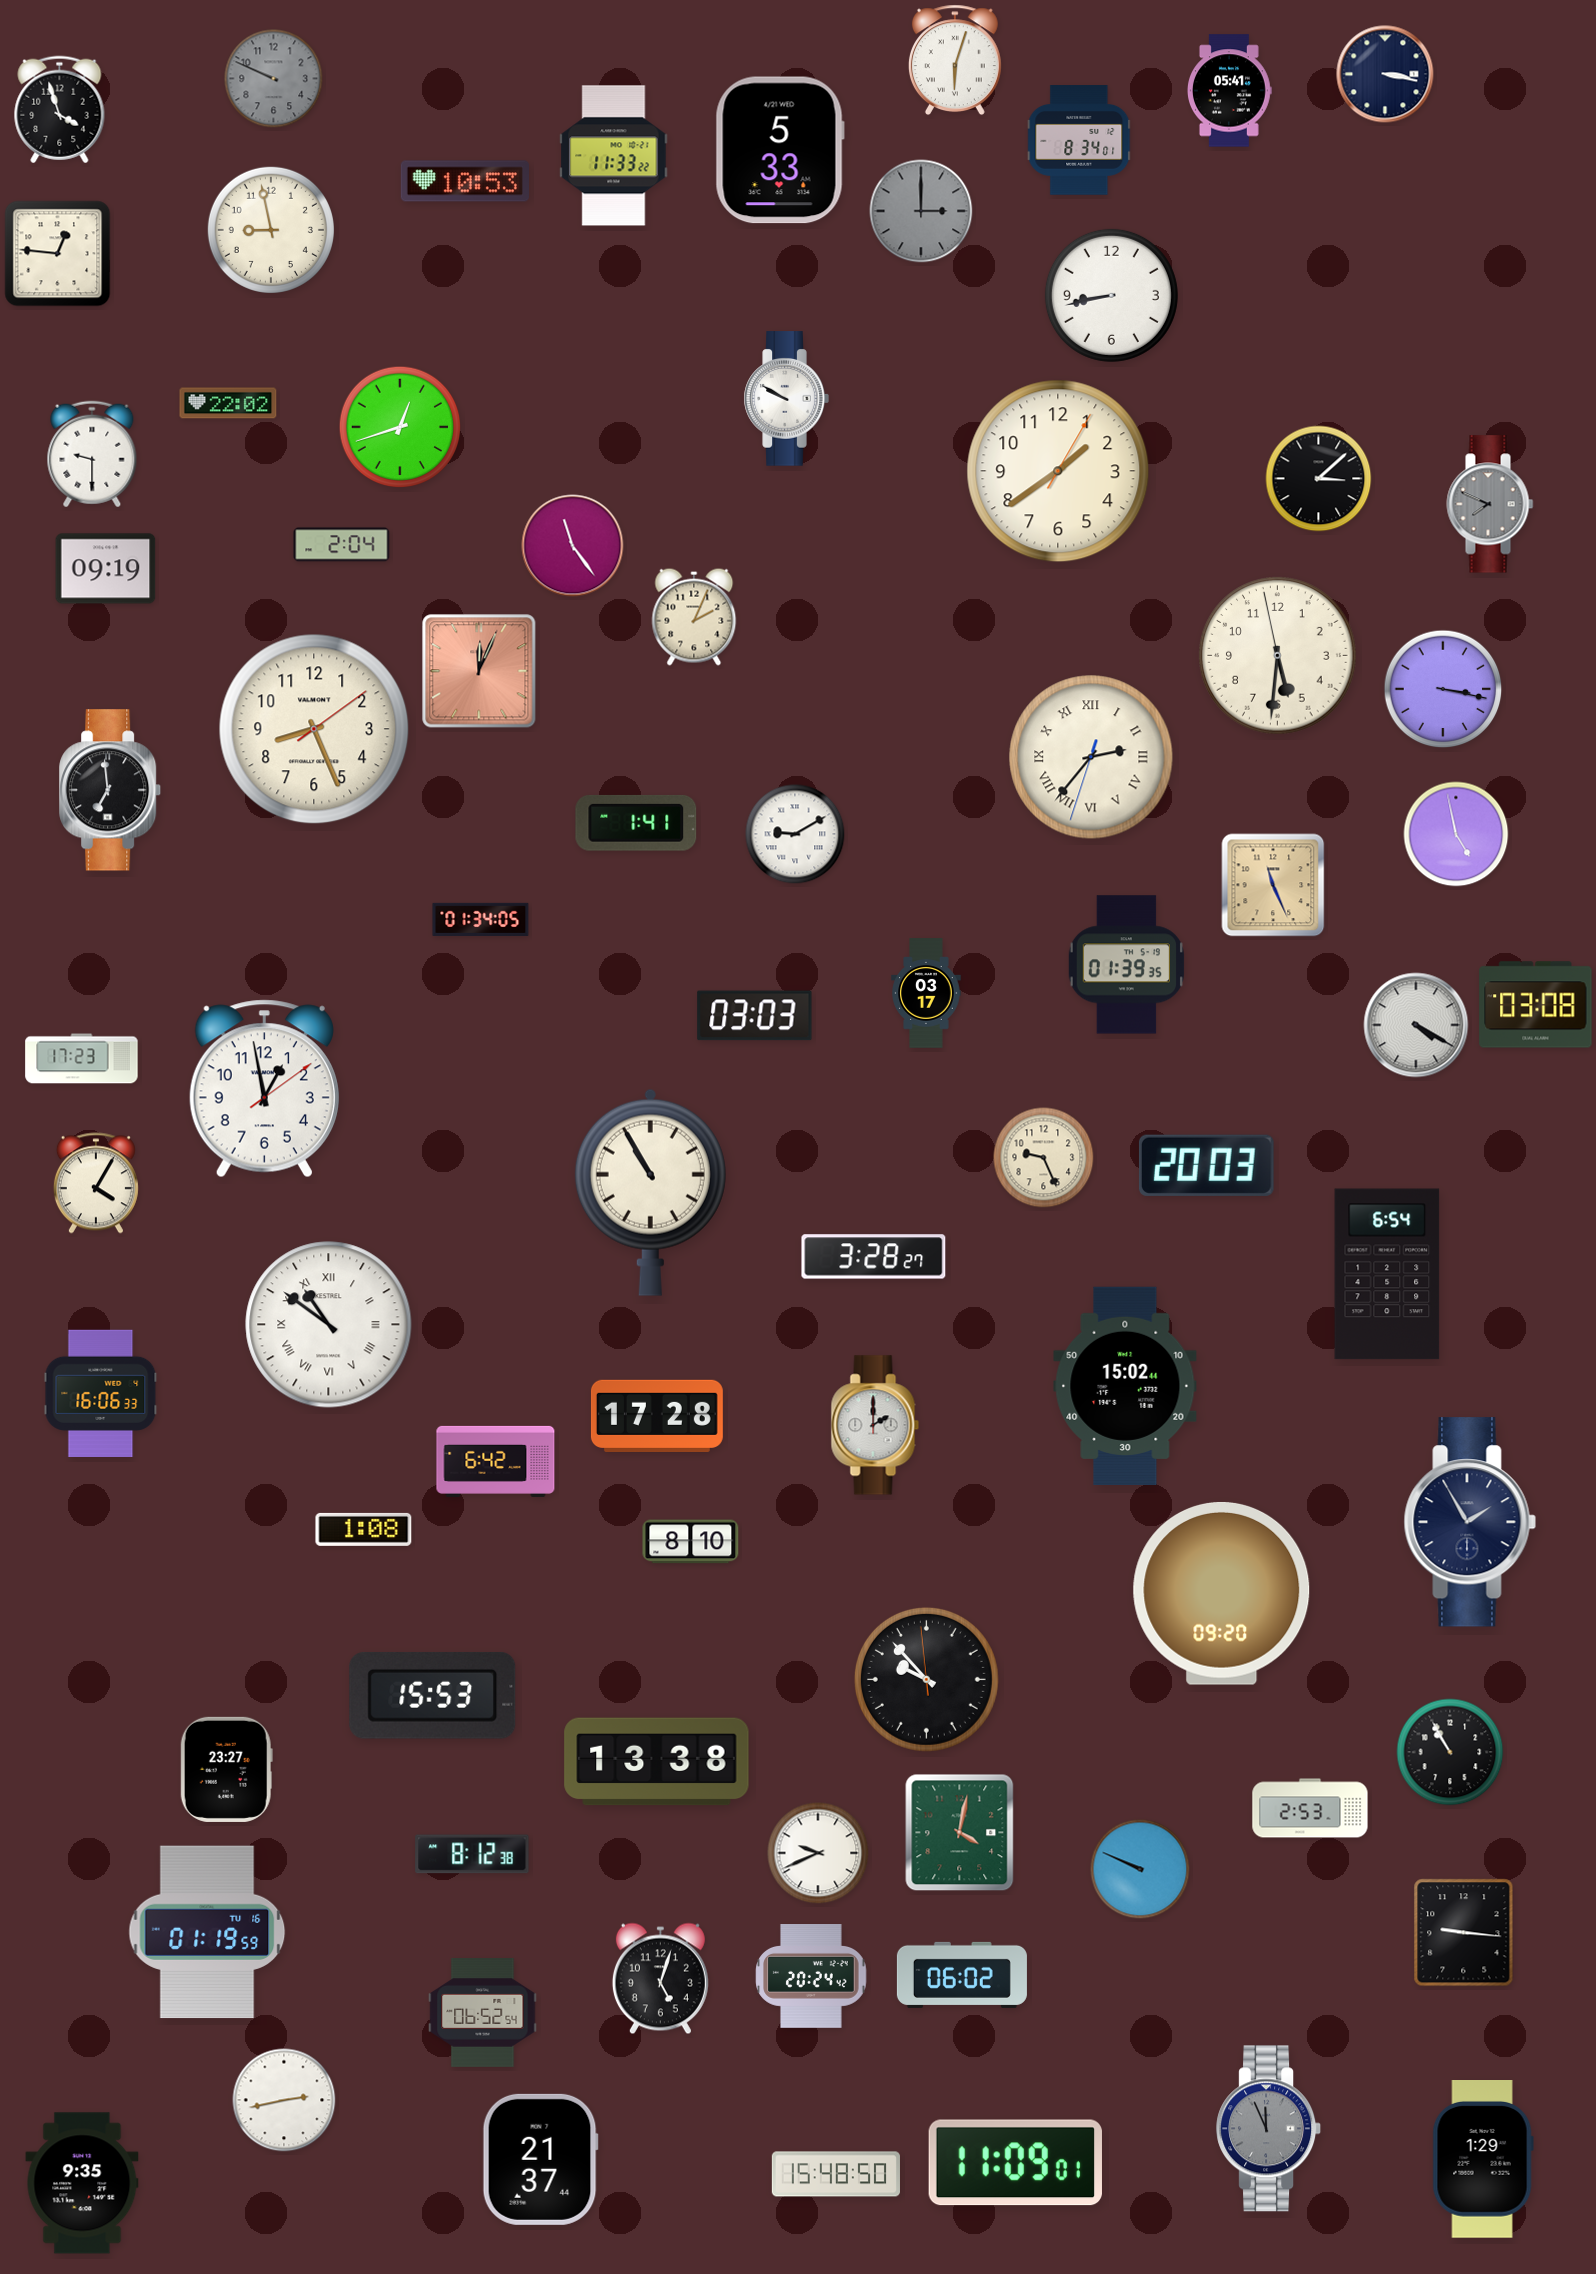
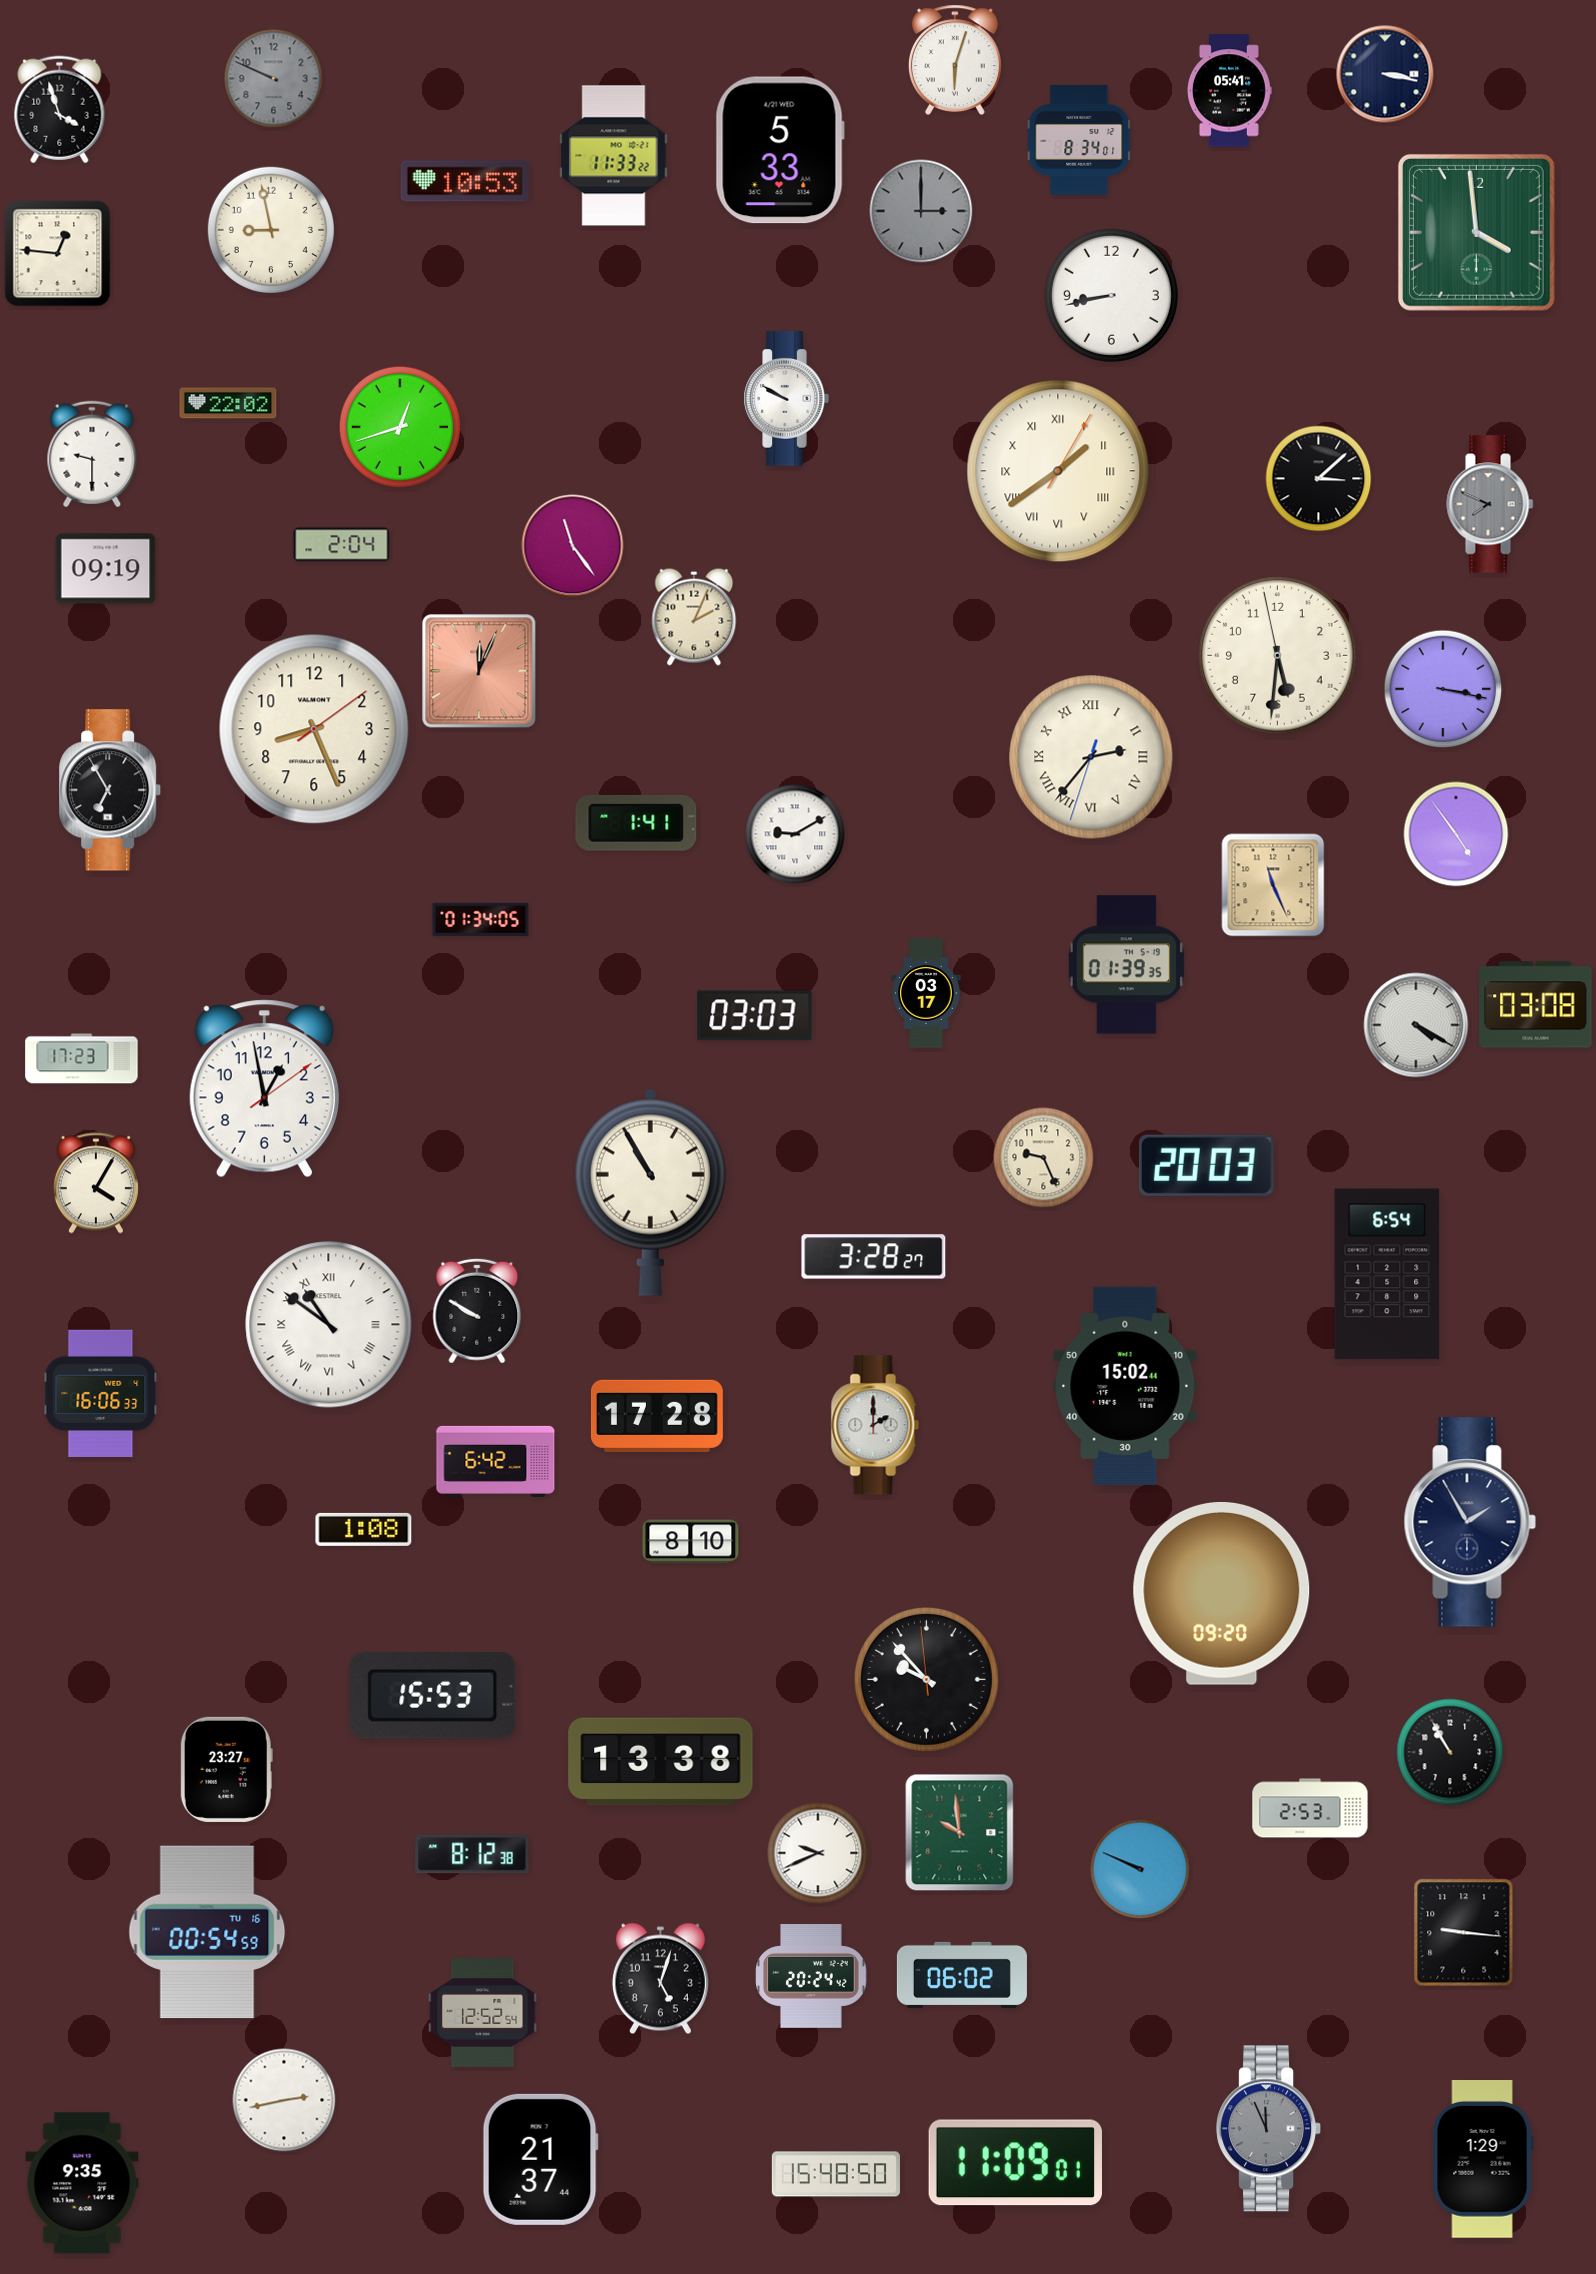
clock at (1476, 232): none -> 3:59
clock at (1058, 471) numerals: Arabic -> Roman
clock at (111, 790): 6:59 -> 6:55
clock at (1456, 834): 4:58 -> 4:54
clock at (477, 1311): none -> 9:50
clock at (657, 1762) position: (657, 1762) -> (661, 1762)
clock at (960, 1833): 4:02 -> 9:59
clock at (207, 1932): 01:19 -> 00:54
clock at (483, 2013): 06:52 -> 12:52
